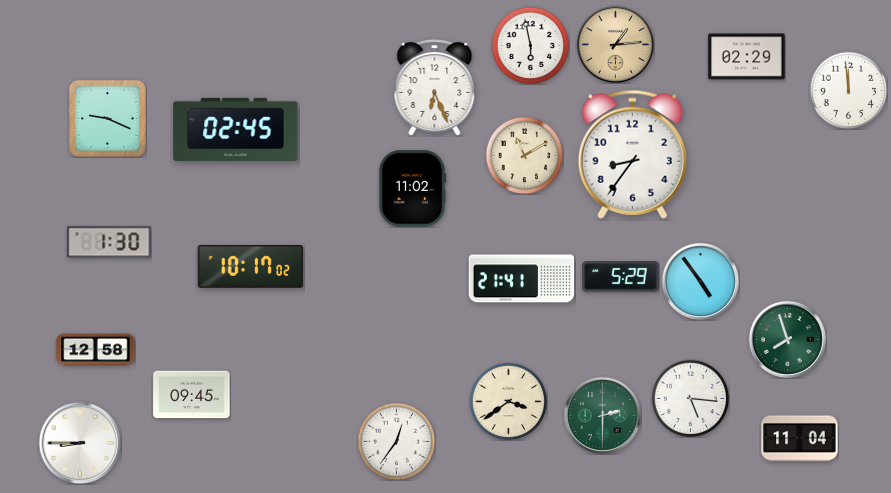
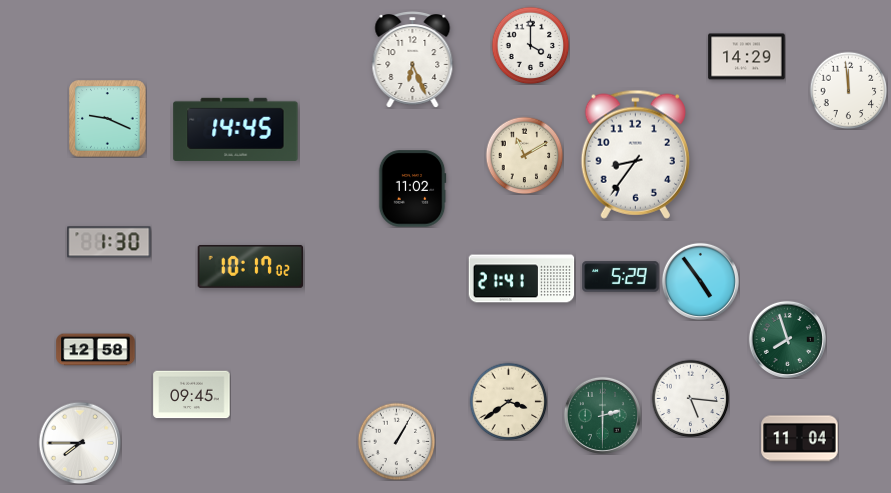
clock at (615, 44): 1:14 -> none
clock at (530, 45): 5:58 -> 4:00
clock at (747, 57): 02:29 -> 14:29
clock at (435, 88) position: (435, 88) -> (413, 60)
clock at (236, 129): 02:45 -> 14:45
clock at (632, 154) position: (632, 154) -> (635, 154)
clock at (396, 441): 12:36 -> 1:05
clock at (80, 443): 8:45 -> 7:45
